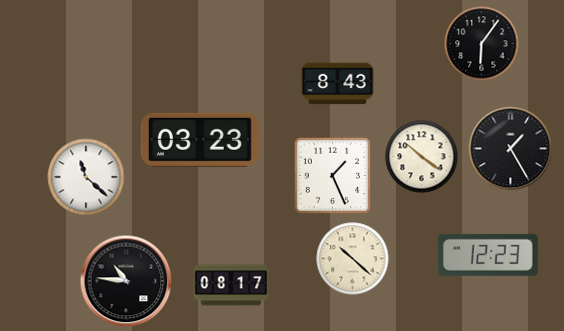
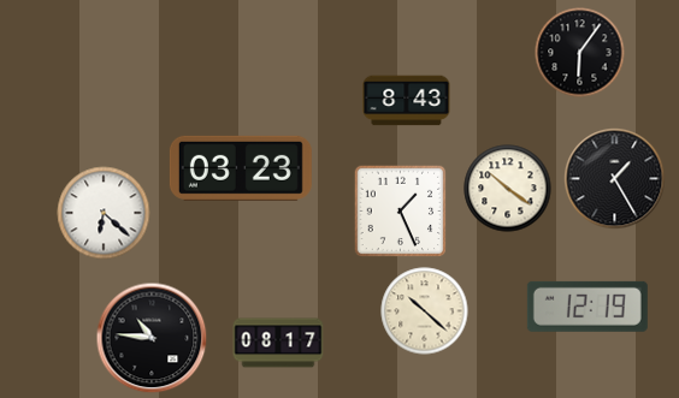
clock at (86, 177): 11:22 -> 6:22
clock at (488, 255): 12:23 -> 12:19
